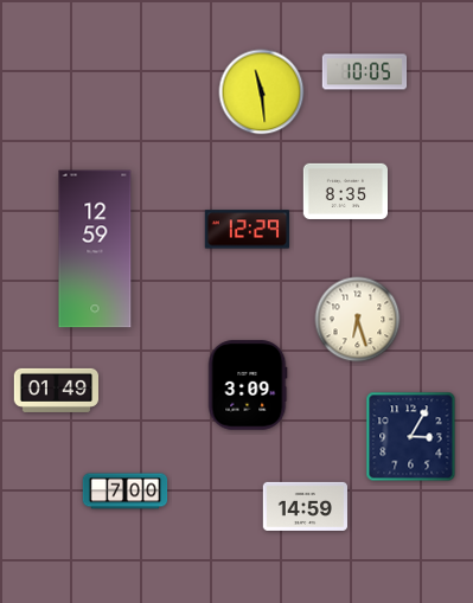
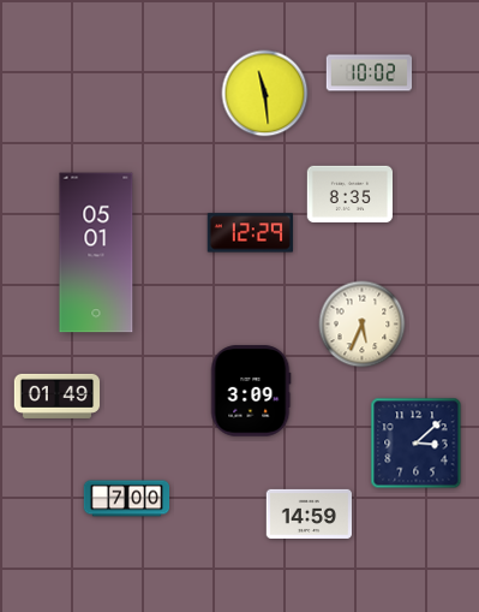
clock at (365, 72): 10:05 -> 10:02
clock at (95, 249): 12:59 -> 05:01
clock at (358, 320): 6:27 -> 5:34
clock at (411, 437): 3:05 -> 3:08
